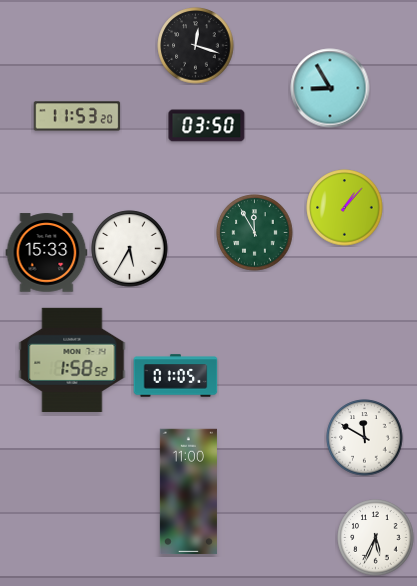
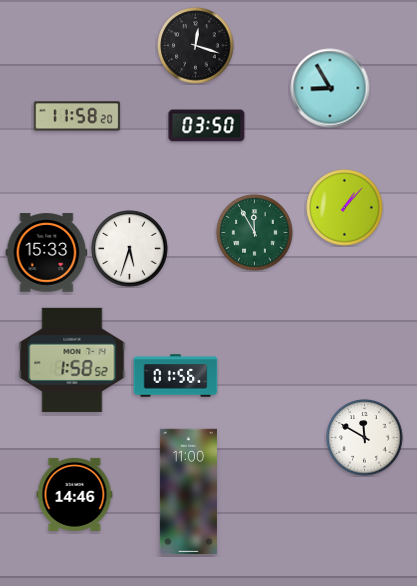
clock at (77, 116): 11:53 -> 11:58
clock at (130, 249): 5:35 -> 5:33
clock at (176, 376): 01:05 -> 01:56
clock at (75, 494): none -> 14:46
clock at (376, 538): 5:34 -> none
